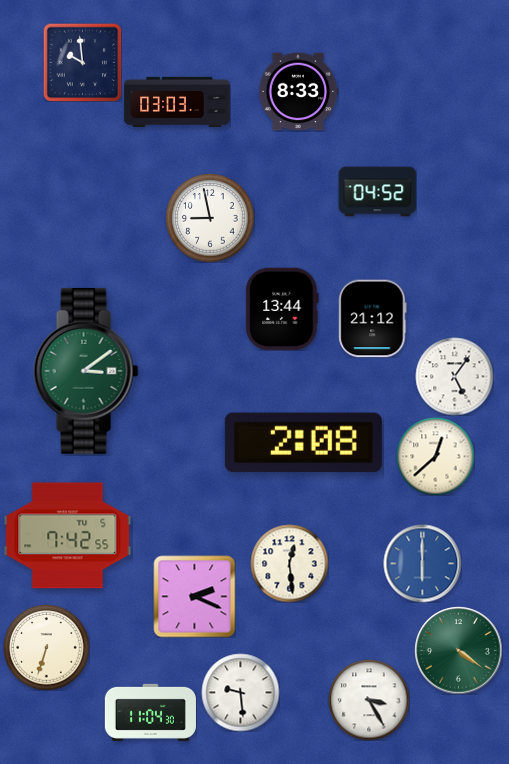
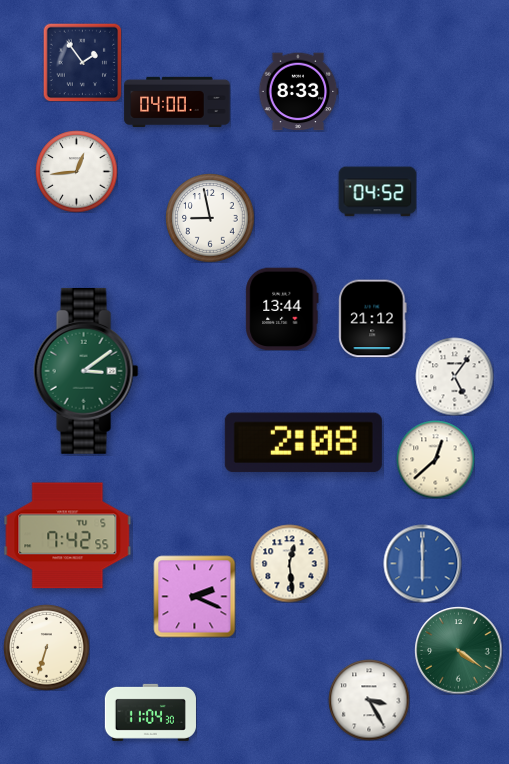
clock at (82, 62): 9:59 -> 1:54
clock at (177, 101): 03:03 -> 04:00
clock at (76, 171): none -> 12:44
clock at (435, 456) position: (435, 456) -> (435, 459)
clock at (240, 692): 9:29 -> none
